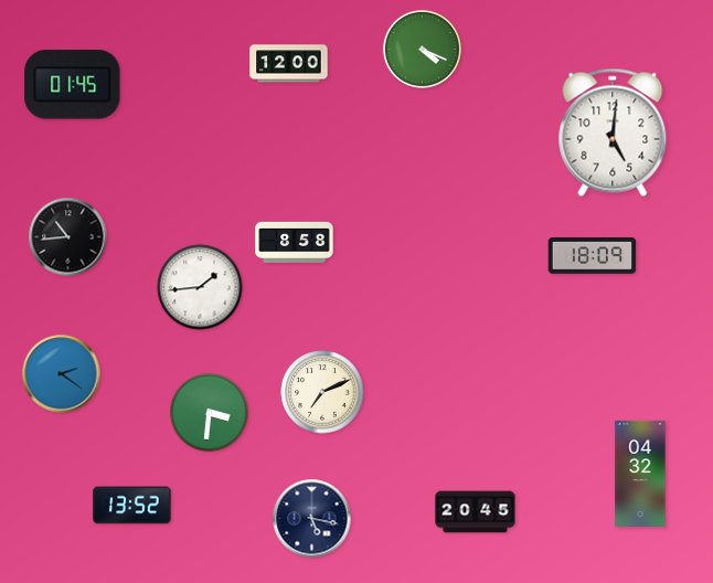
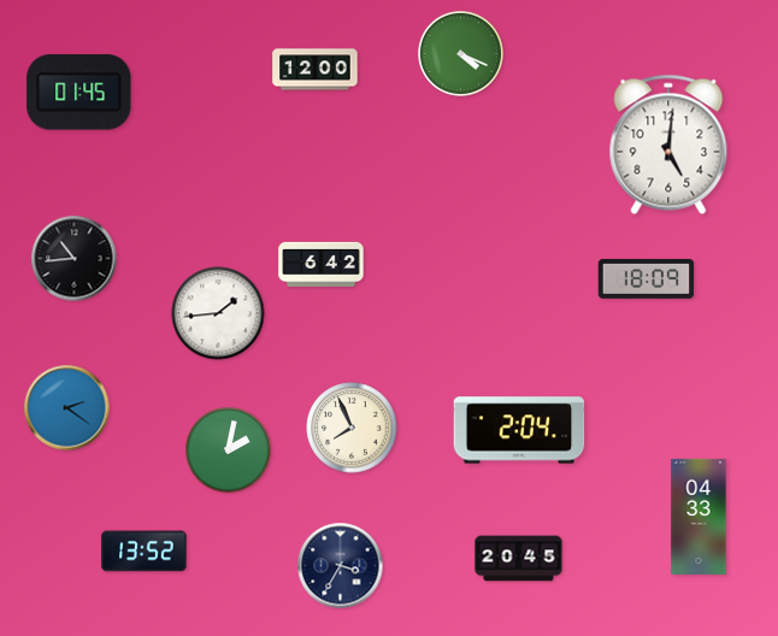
clock at (295, 242): 8:58 -> 6:42
clock at (322, 392): 7:11 -> 7:56
clock at (519, 430): none -> 2:04
clock at (209, 412): 3:31 -> 2:02
clock at (640, 474): 04:32 -> 04:33
clock at (312, 519): 5:17 -> 3:35
